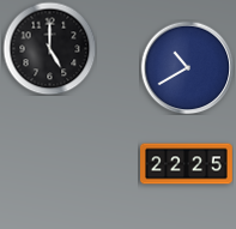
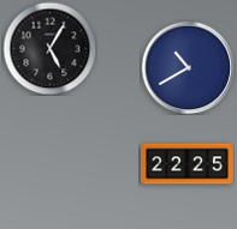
clock at (49, 48): 5:00 -> 5:05
